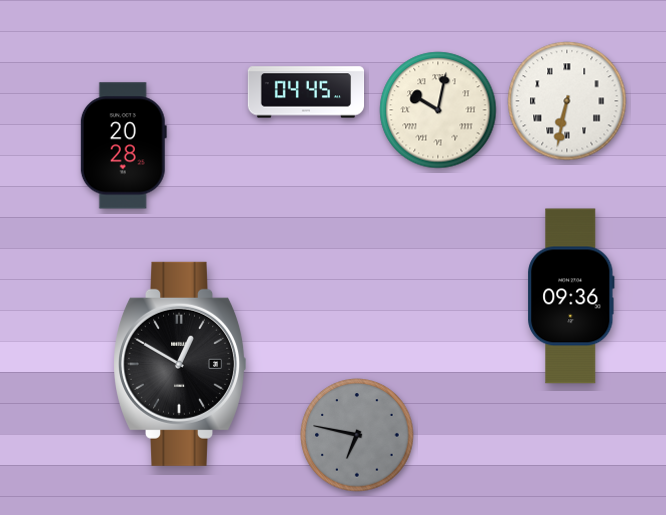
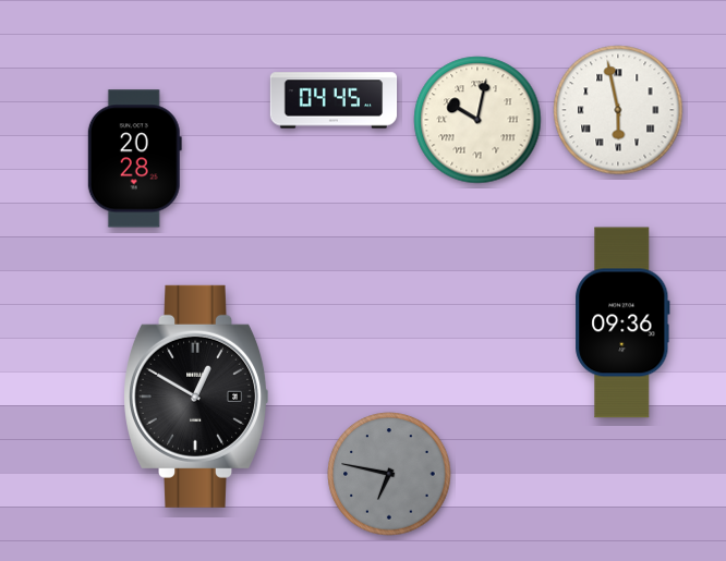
clock at (567, 101): 6:32 -> 5:58
